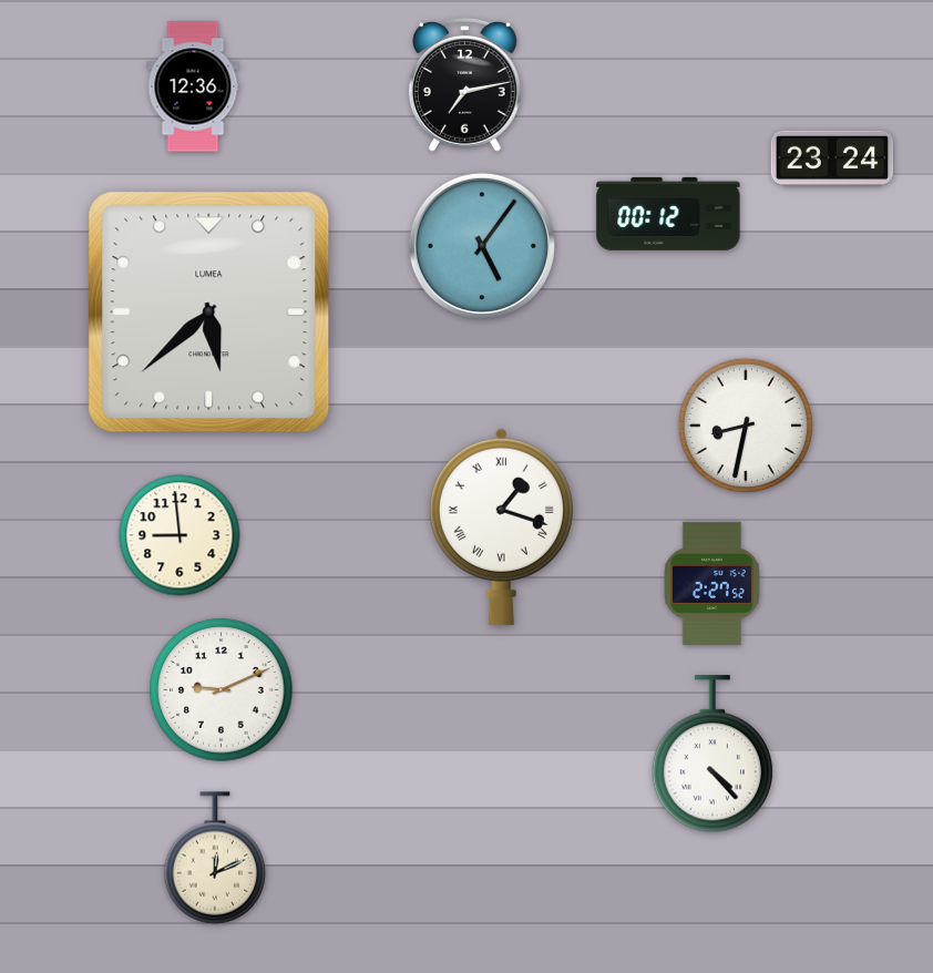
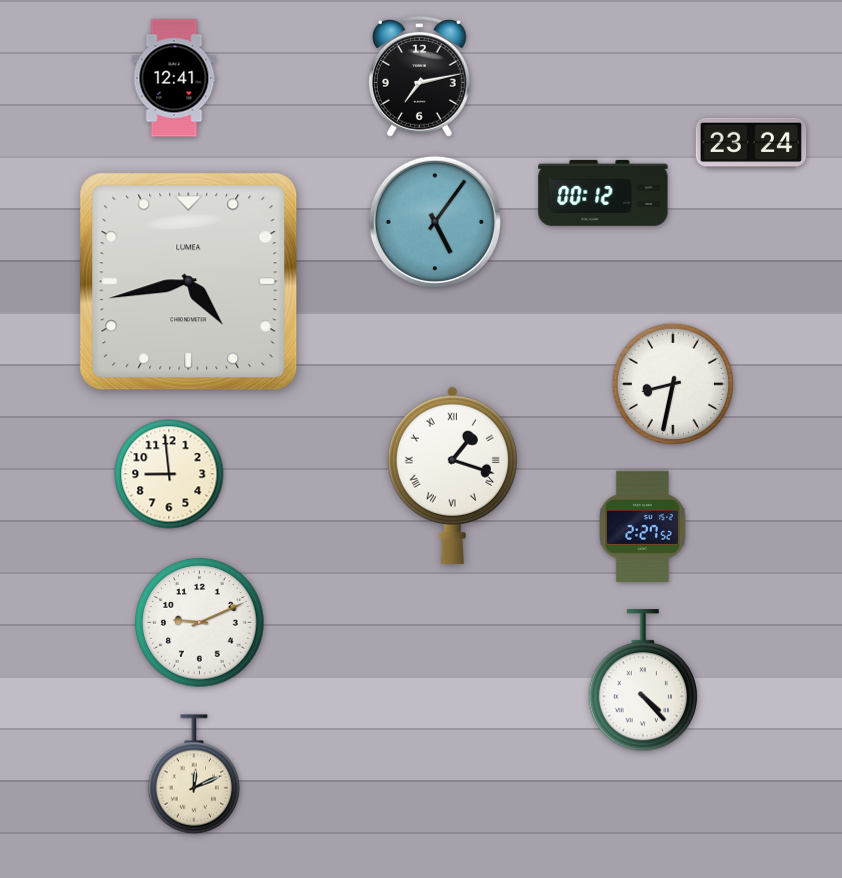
clock at (193, 86): 12:36 -> 12:41
clock at (209, 313): 5:38 -> 4:43
clock at (180, 535) position: (180, 535) -> (169, 474)
